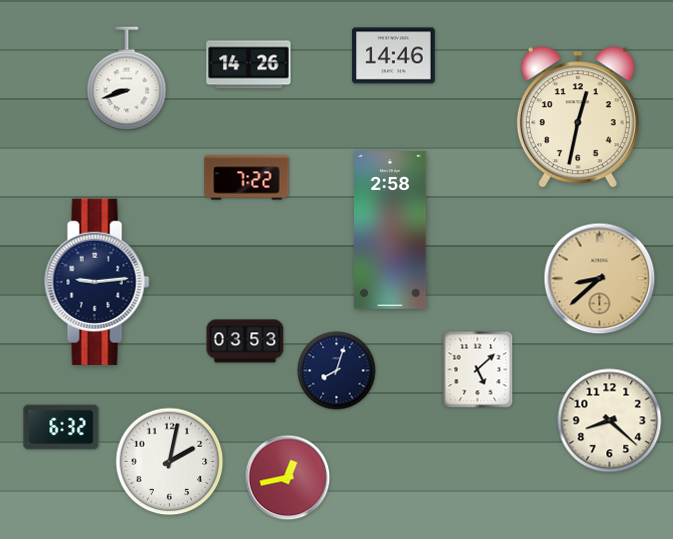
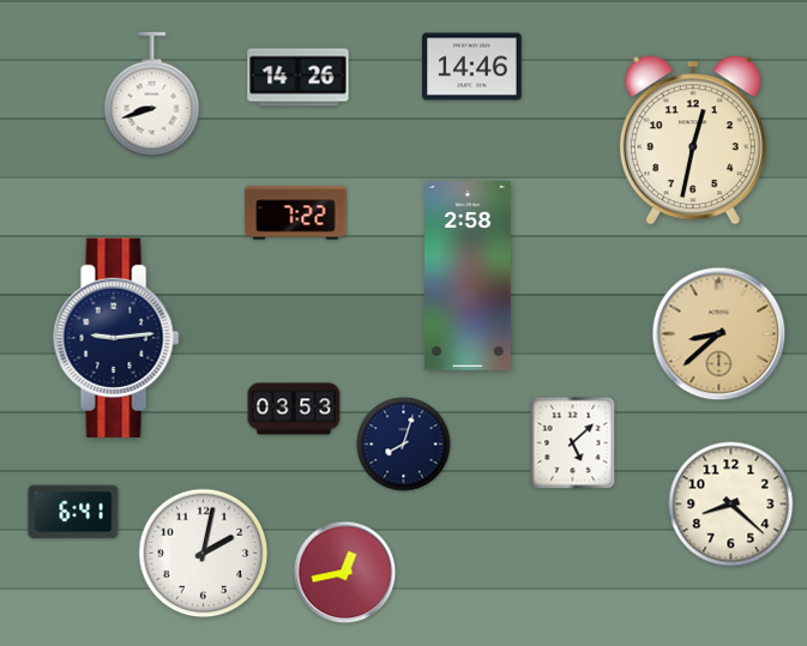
clock at (61, 427): 6:32 -> 6:41
